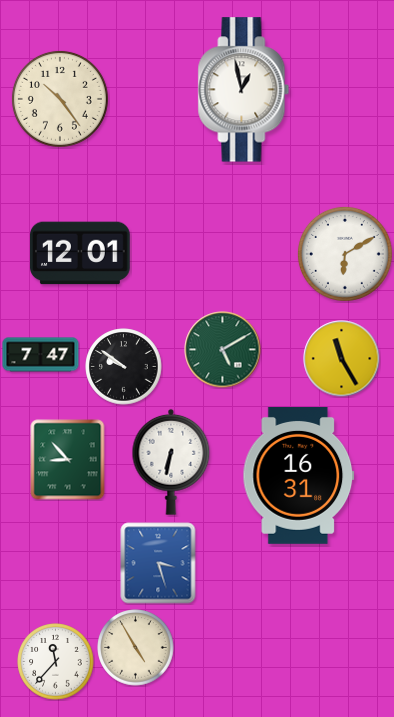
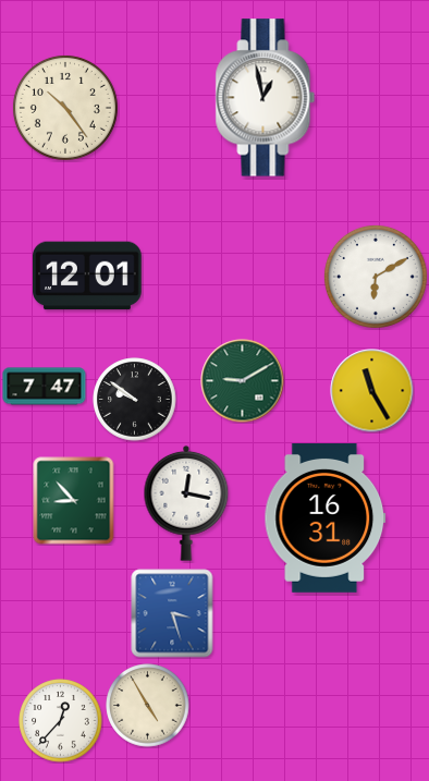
clock at (223, 350): 5:10 -> 9:10
clock at (171, 462): 6:32 -> 12:17
clock at (56, 662): 11:37 -> 12:37
